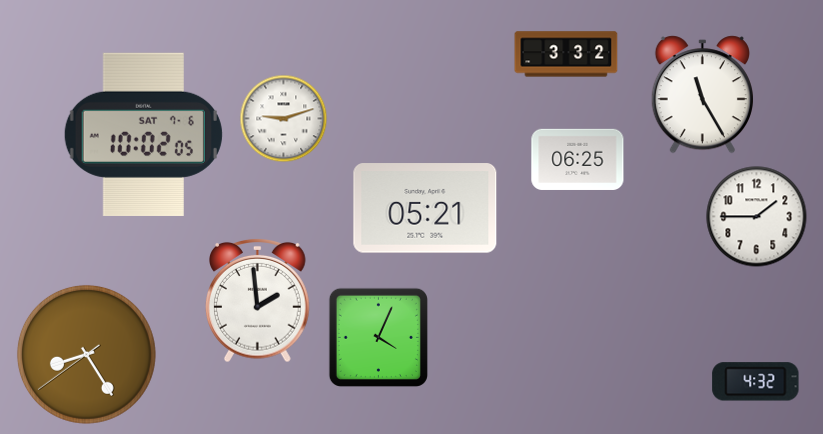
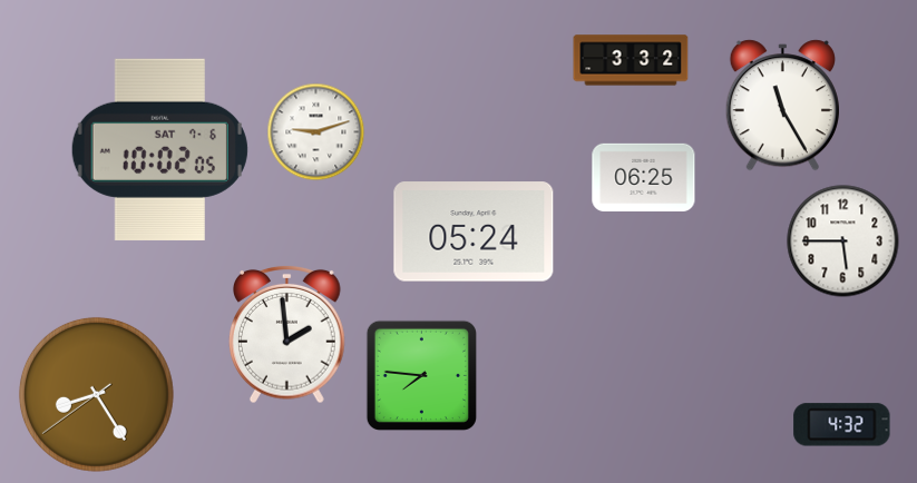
clock at (425, 208): 05:21 -> 05:24
clock at (757, 217): 1:45 -> 5:45
clock at (378, 337): 4:04 -> 7:46
